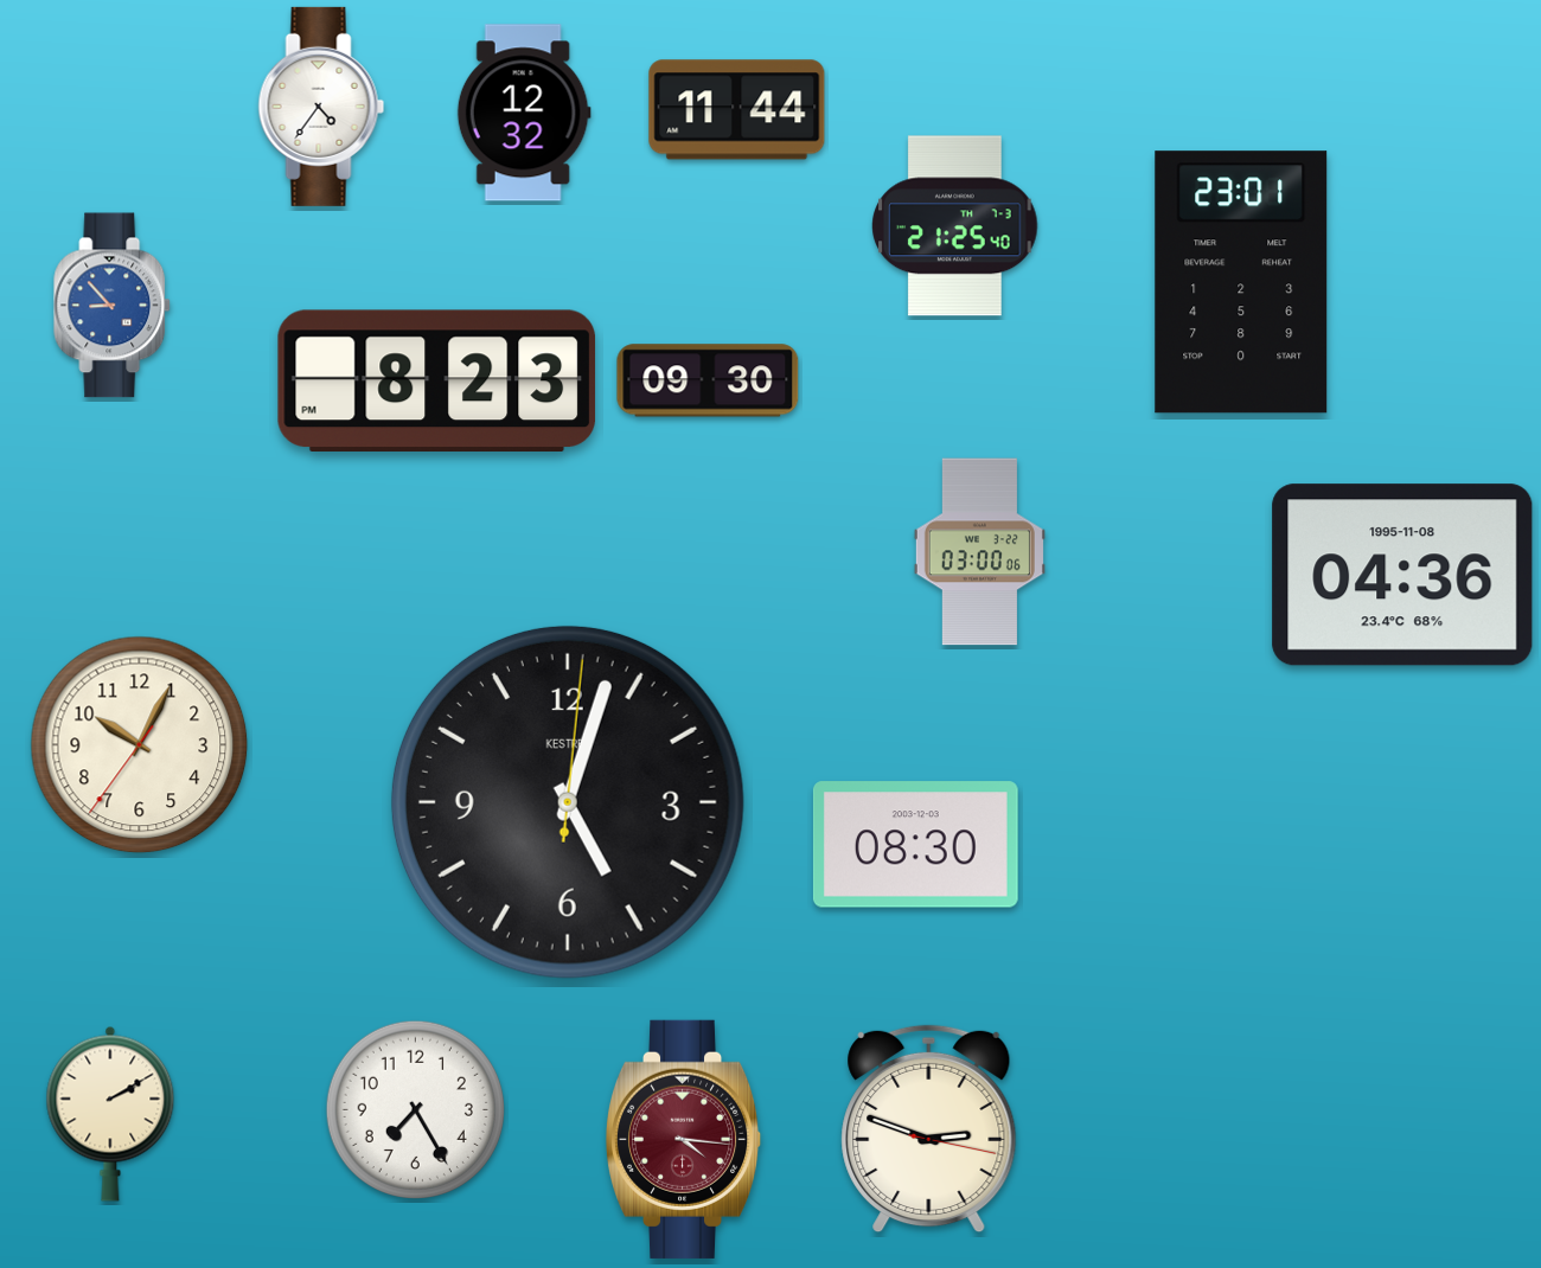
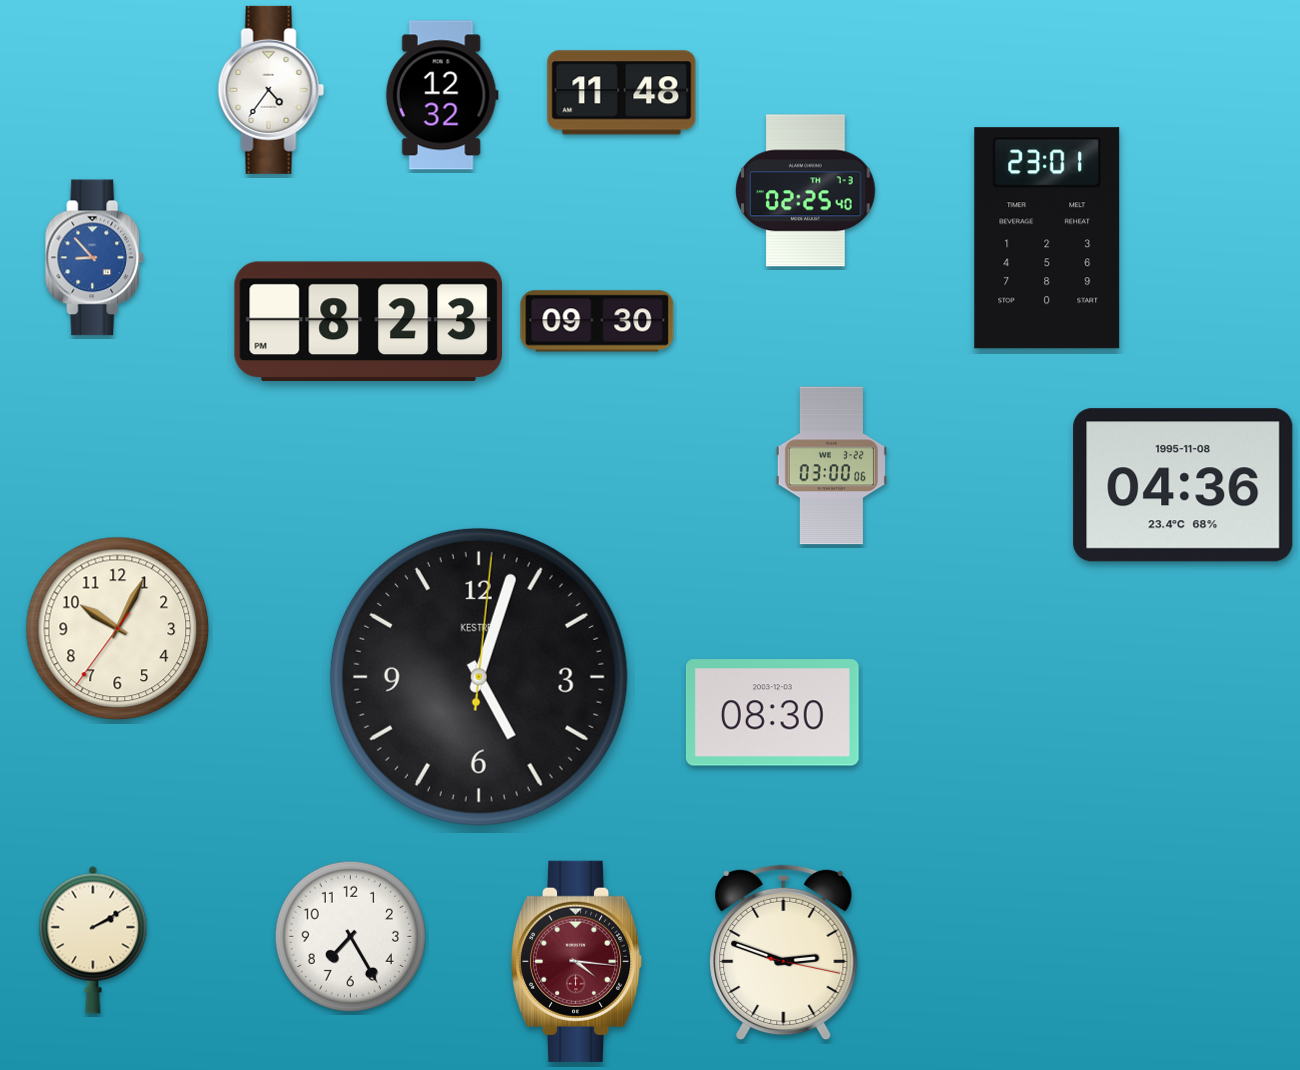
clock at (737, 110): 11:44 -> 11:48
clock at (955, 226): 21:25 -> 02:25
clock at (979, 552) position: (979, 552) -> (831, 466)
